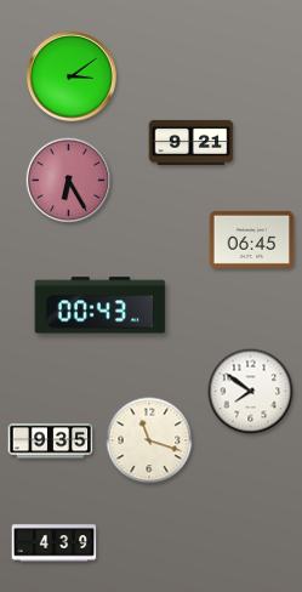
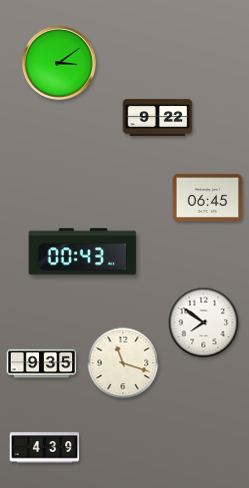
clock at (192, 142): 9:21 -> 9:22
clock at (69, 181): 6:25 -> none
clock at (251, 392) position: (251, 392) -> (204, 323)
